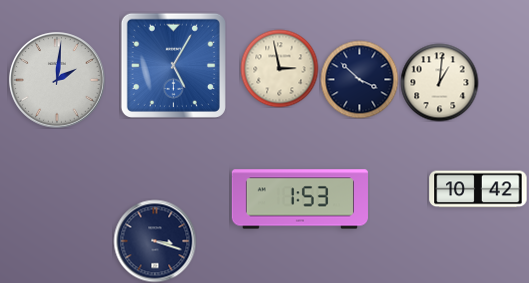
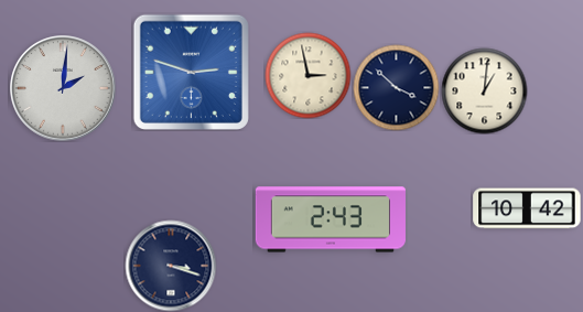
clock at (173, 65): 5:05 -> 2:48
clock at (300, 199): 1:53 -> 2:43
